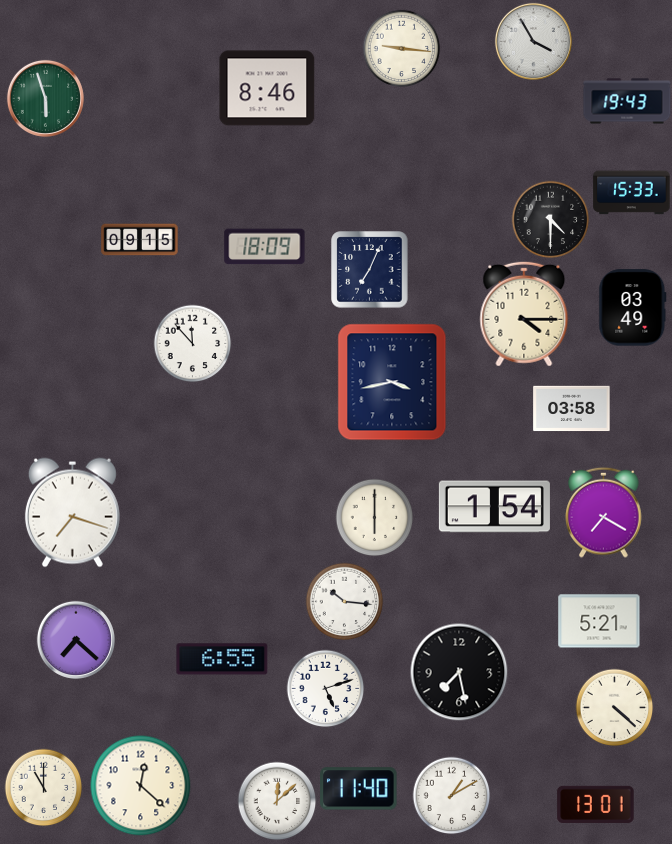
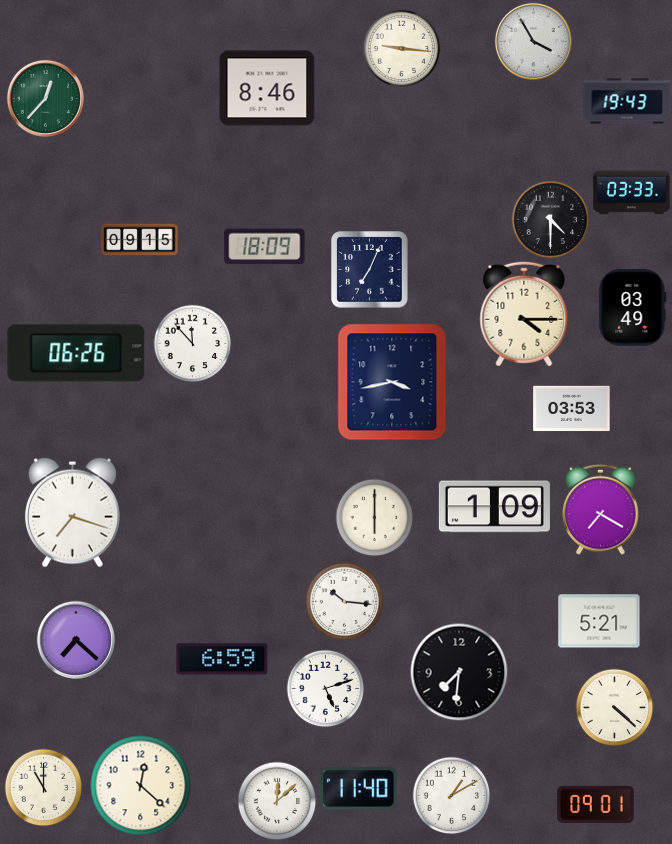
clock at (45, 98): 5:57 -> 12:37
clock at (632, 193): 15:33 -> 03:33
clock at (76, 353): none -> 06:26
clock at (572, 409): 03:58 -> 03:53
clock at (494, 507): 1:54 -> 1:09
clock at (604, 512) position: (604, 512) -> (601, 509)
clock at (222, 659): 6:55 -> 6:59
clock at (459, 672): 7:28 -> 7:31
clock at (596, 804): 13:01 -> 09:01
